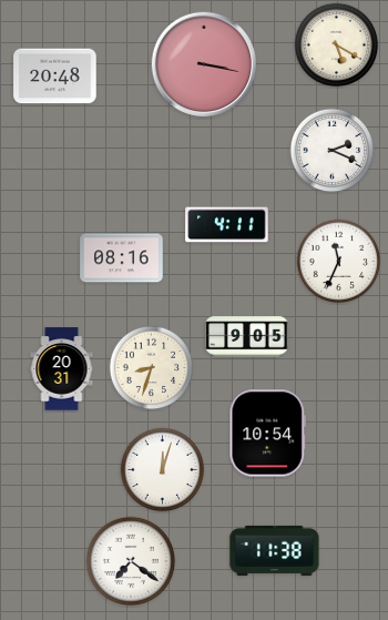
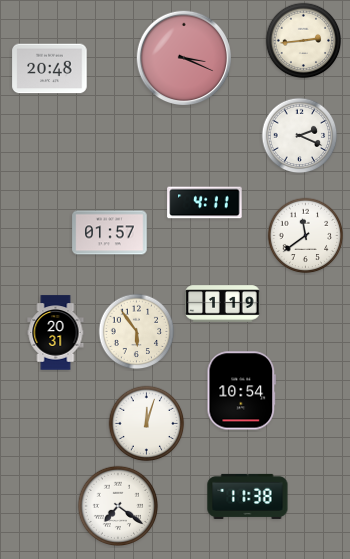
clock at (337, 45): 5:20 -> 2:44
clock at (203, 63): 3:17 -> 3:19
clock at (122, 258): 08:16 -> 01:57
clock at (339, 262): 11:34 -> 11:39
clock at (247, 337): 9:05 -> 1:19
clock at (152, 368): 8:33 -> 5:54
